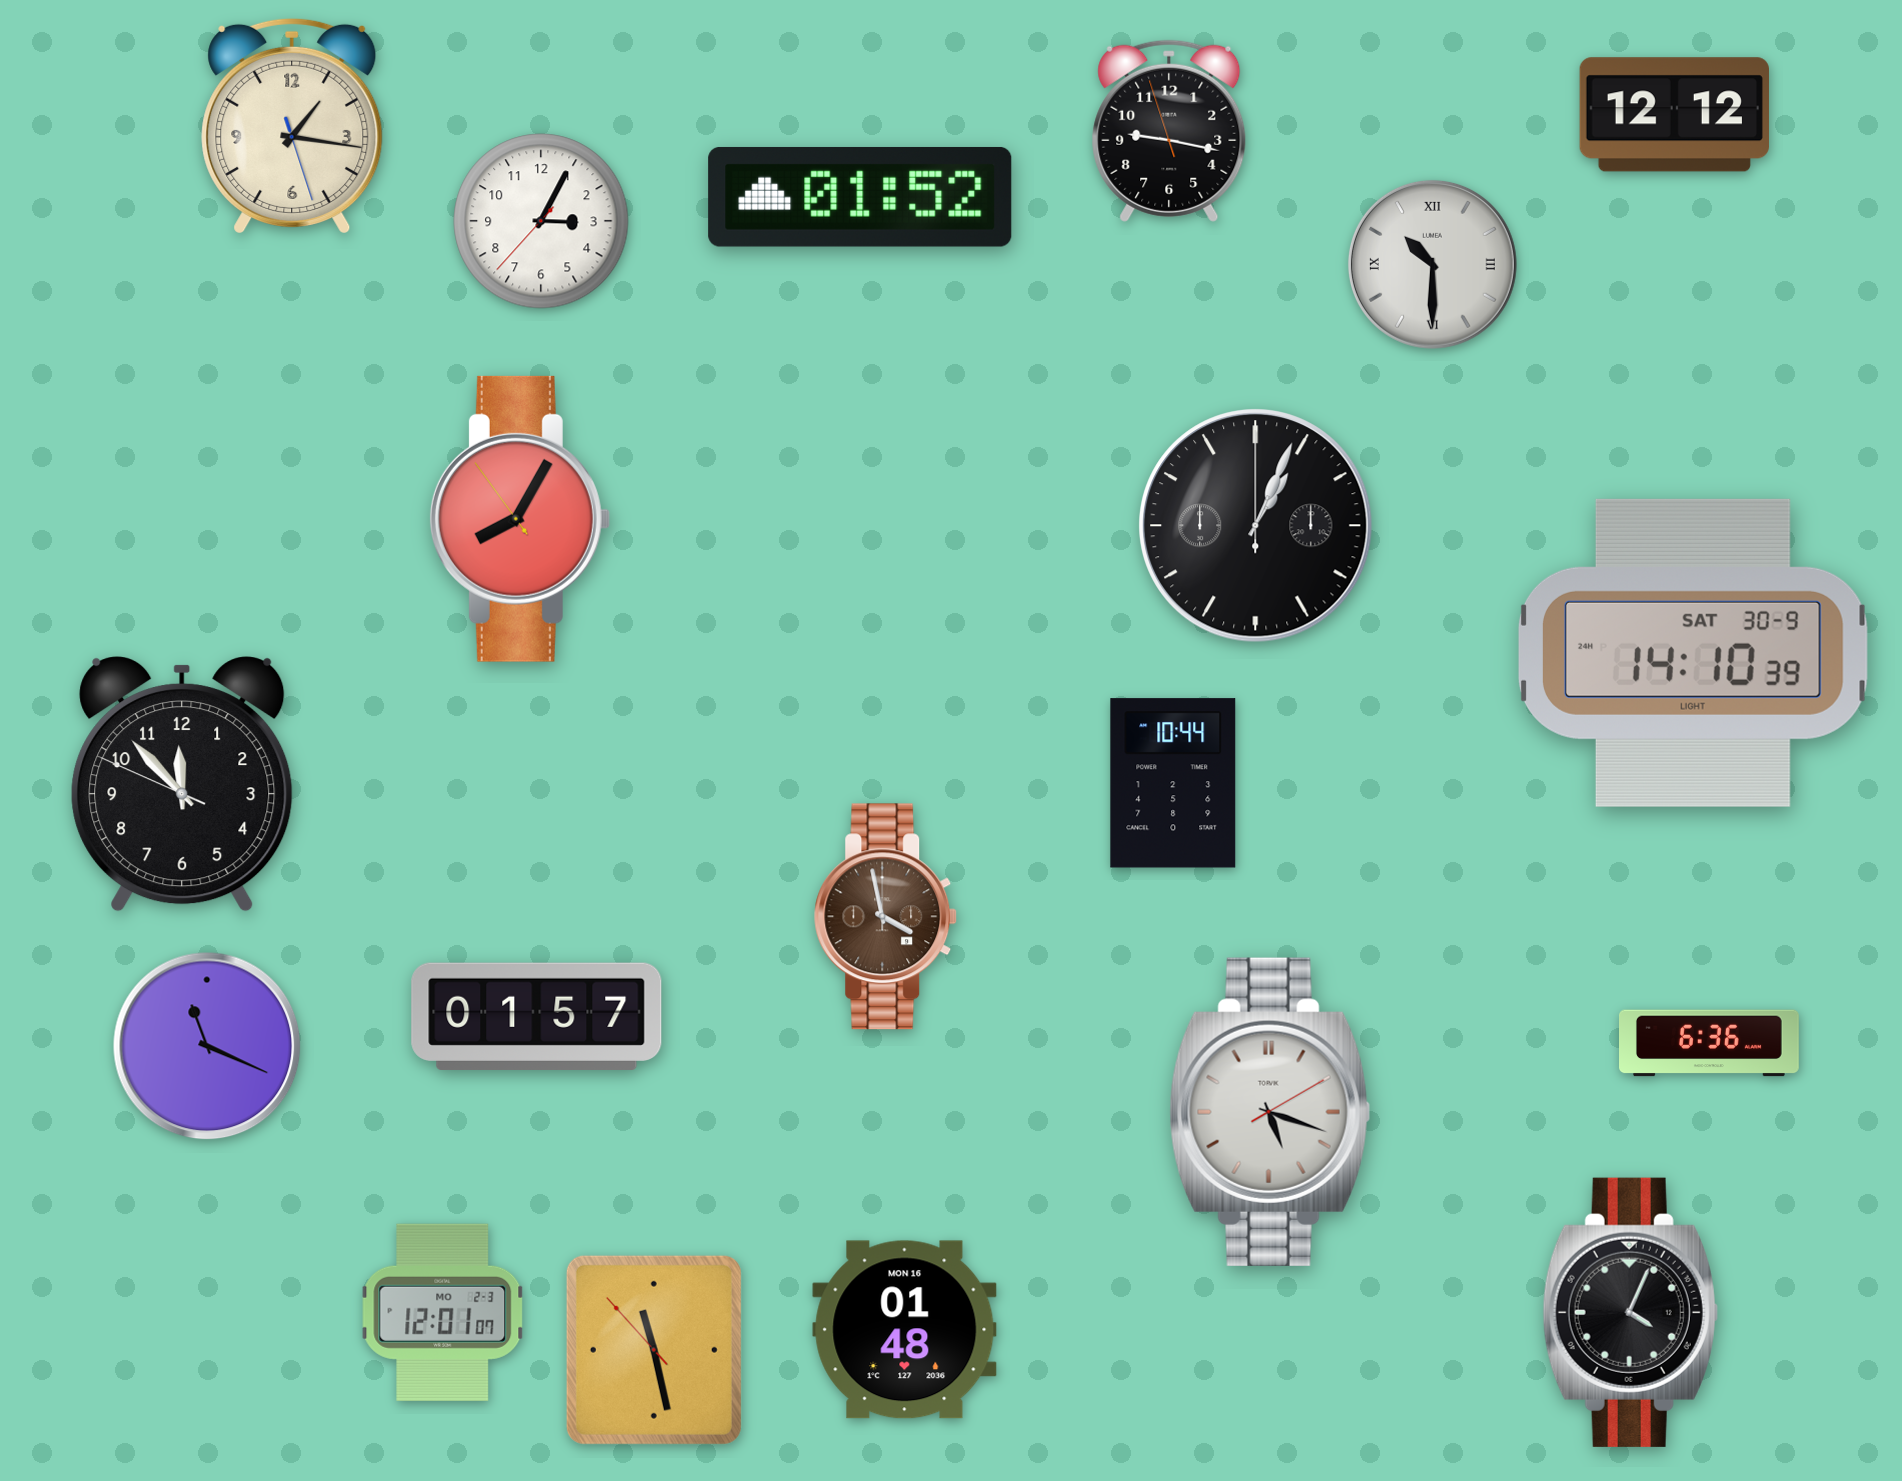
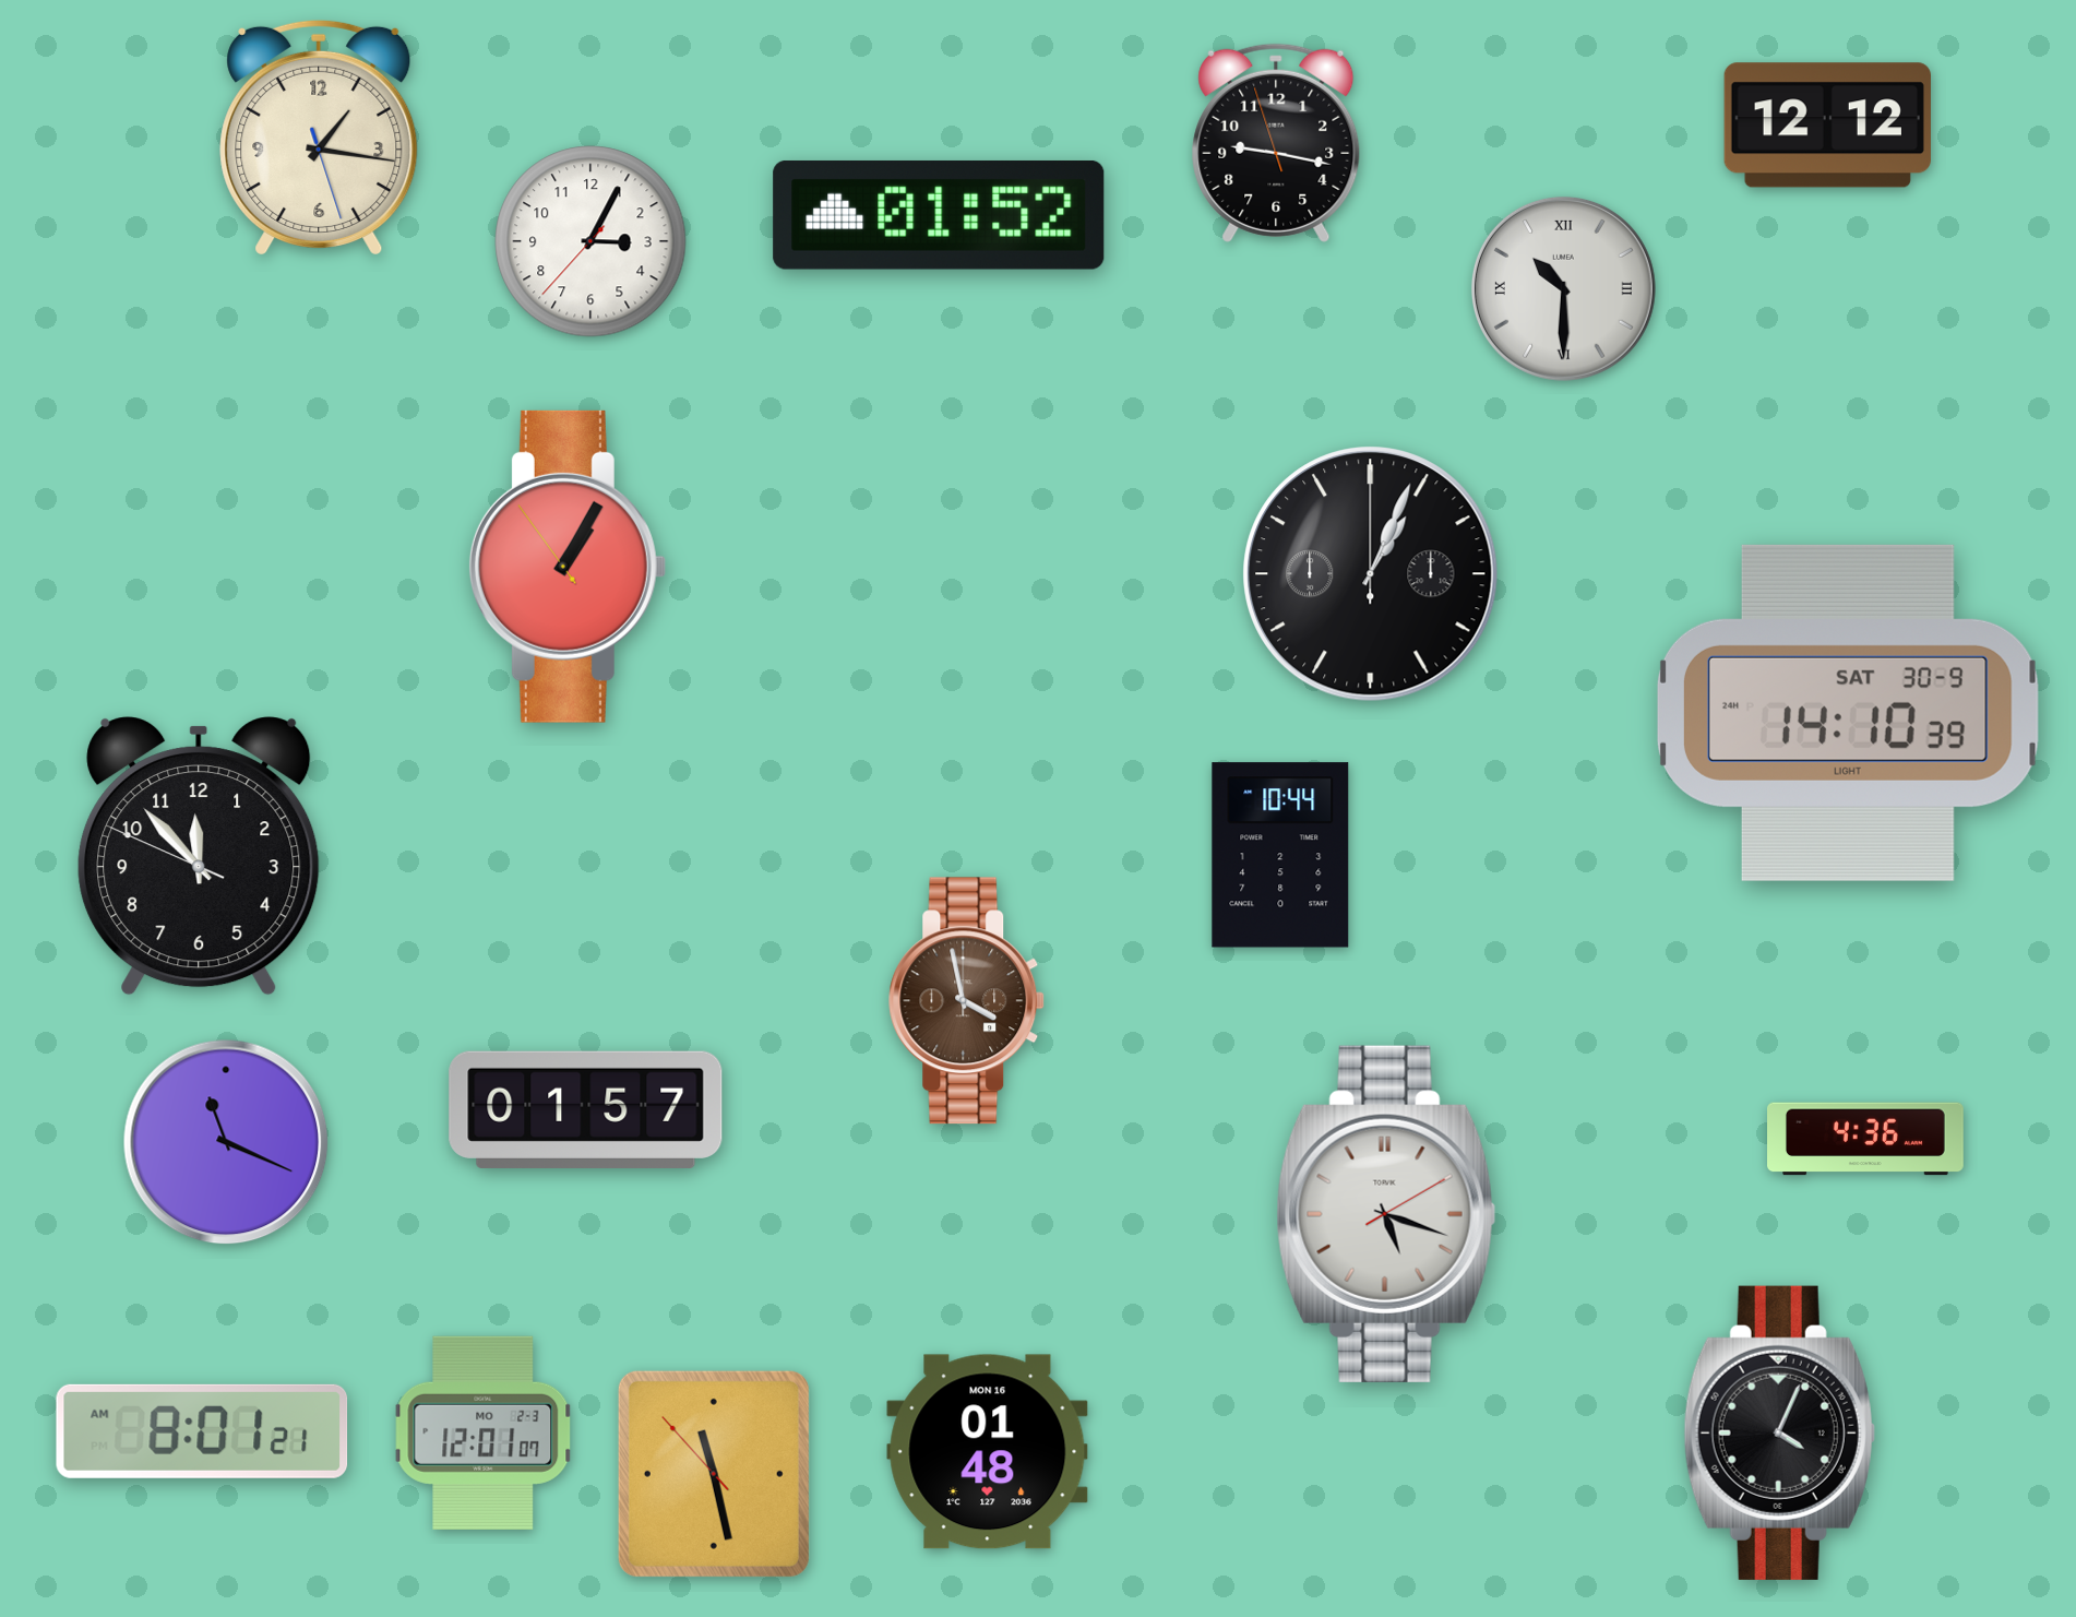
clock at (519, 519): 8:04 -> 1:04
clock at (1710, 1043): 6:36 -> 4:36
clock at (202, 1431): none -> 8:01
